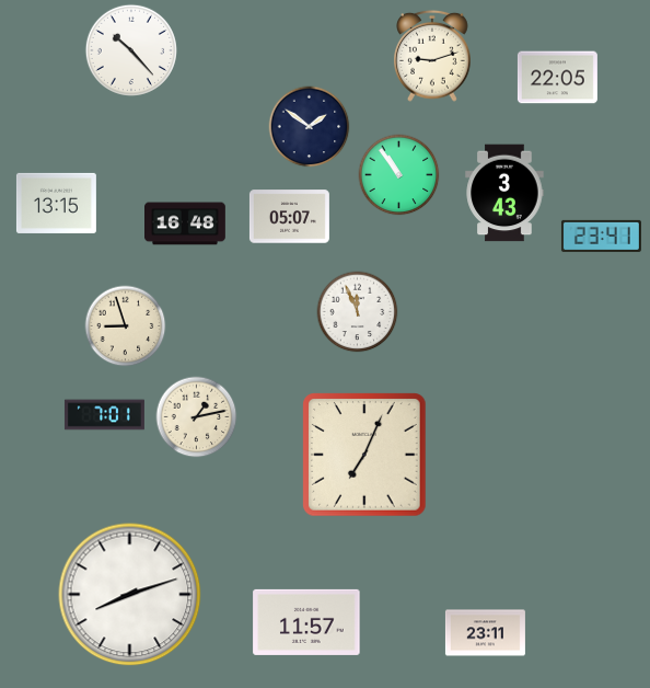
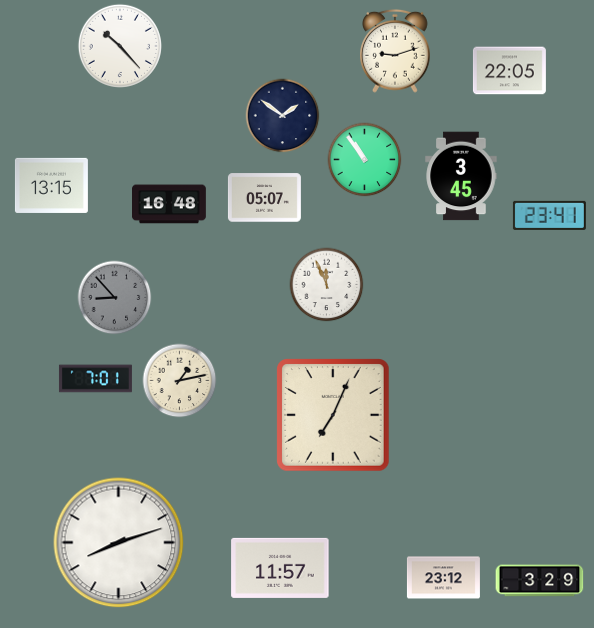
clock at (504, 193): 3:43 -> 3:45
clock at (126, 326): 8:57 -> 8:53
clock at (126, 326) dial: cream -> grey
clock at (485, 633): 23:11 -> 23:12
clock at (540, 581): none -> 3:29
